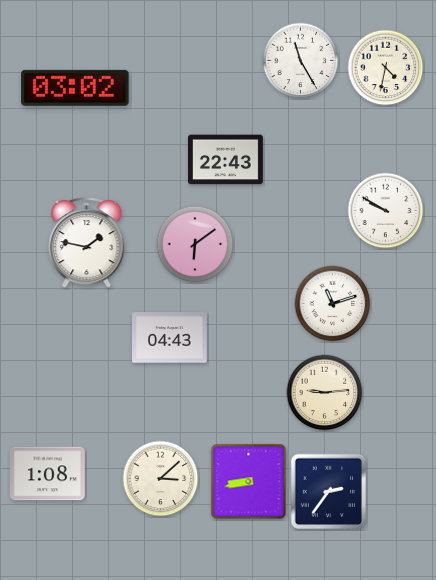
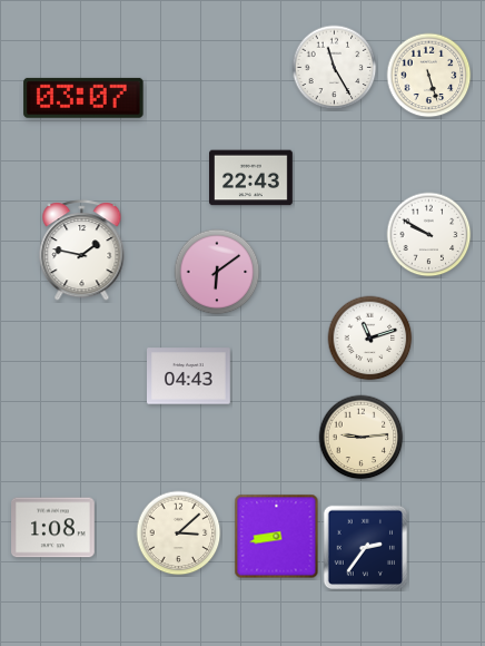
clock at (386, 68): 4:32 -> 5:27
clock at (75, 88): 03:02 -> 03:07
clock at (87, 243) position: (87, 243) -> (82, 251)
